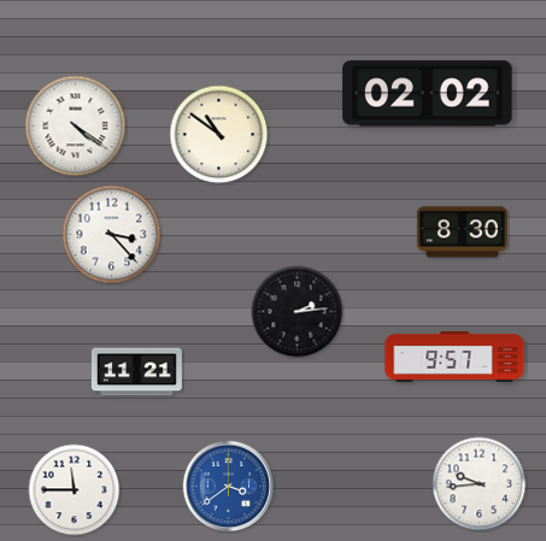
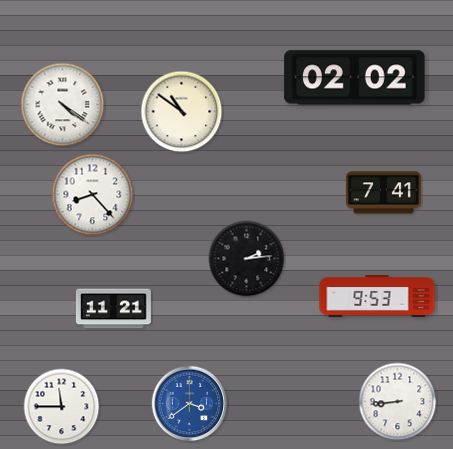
clock at (462, 233): 8:30 -> 7:41
clock at (112, 235): 3:23 -> 8:23
clock at (454, 357): 9:57 -> 9:53
clock at (480, 484): 9:44 -> 8:44
